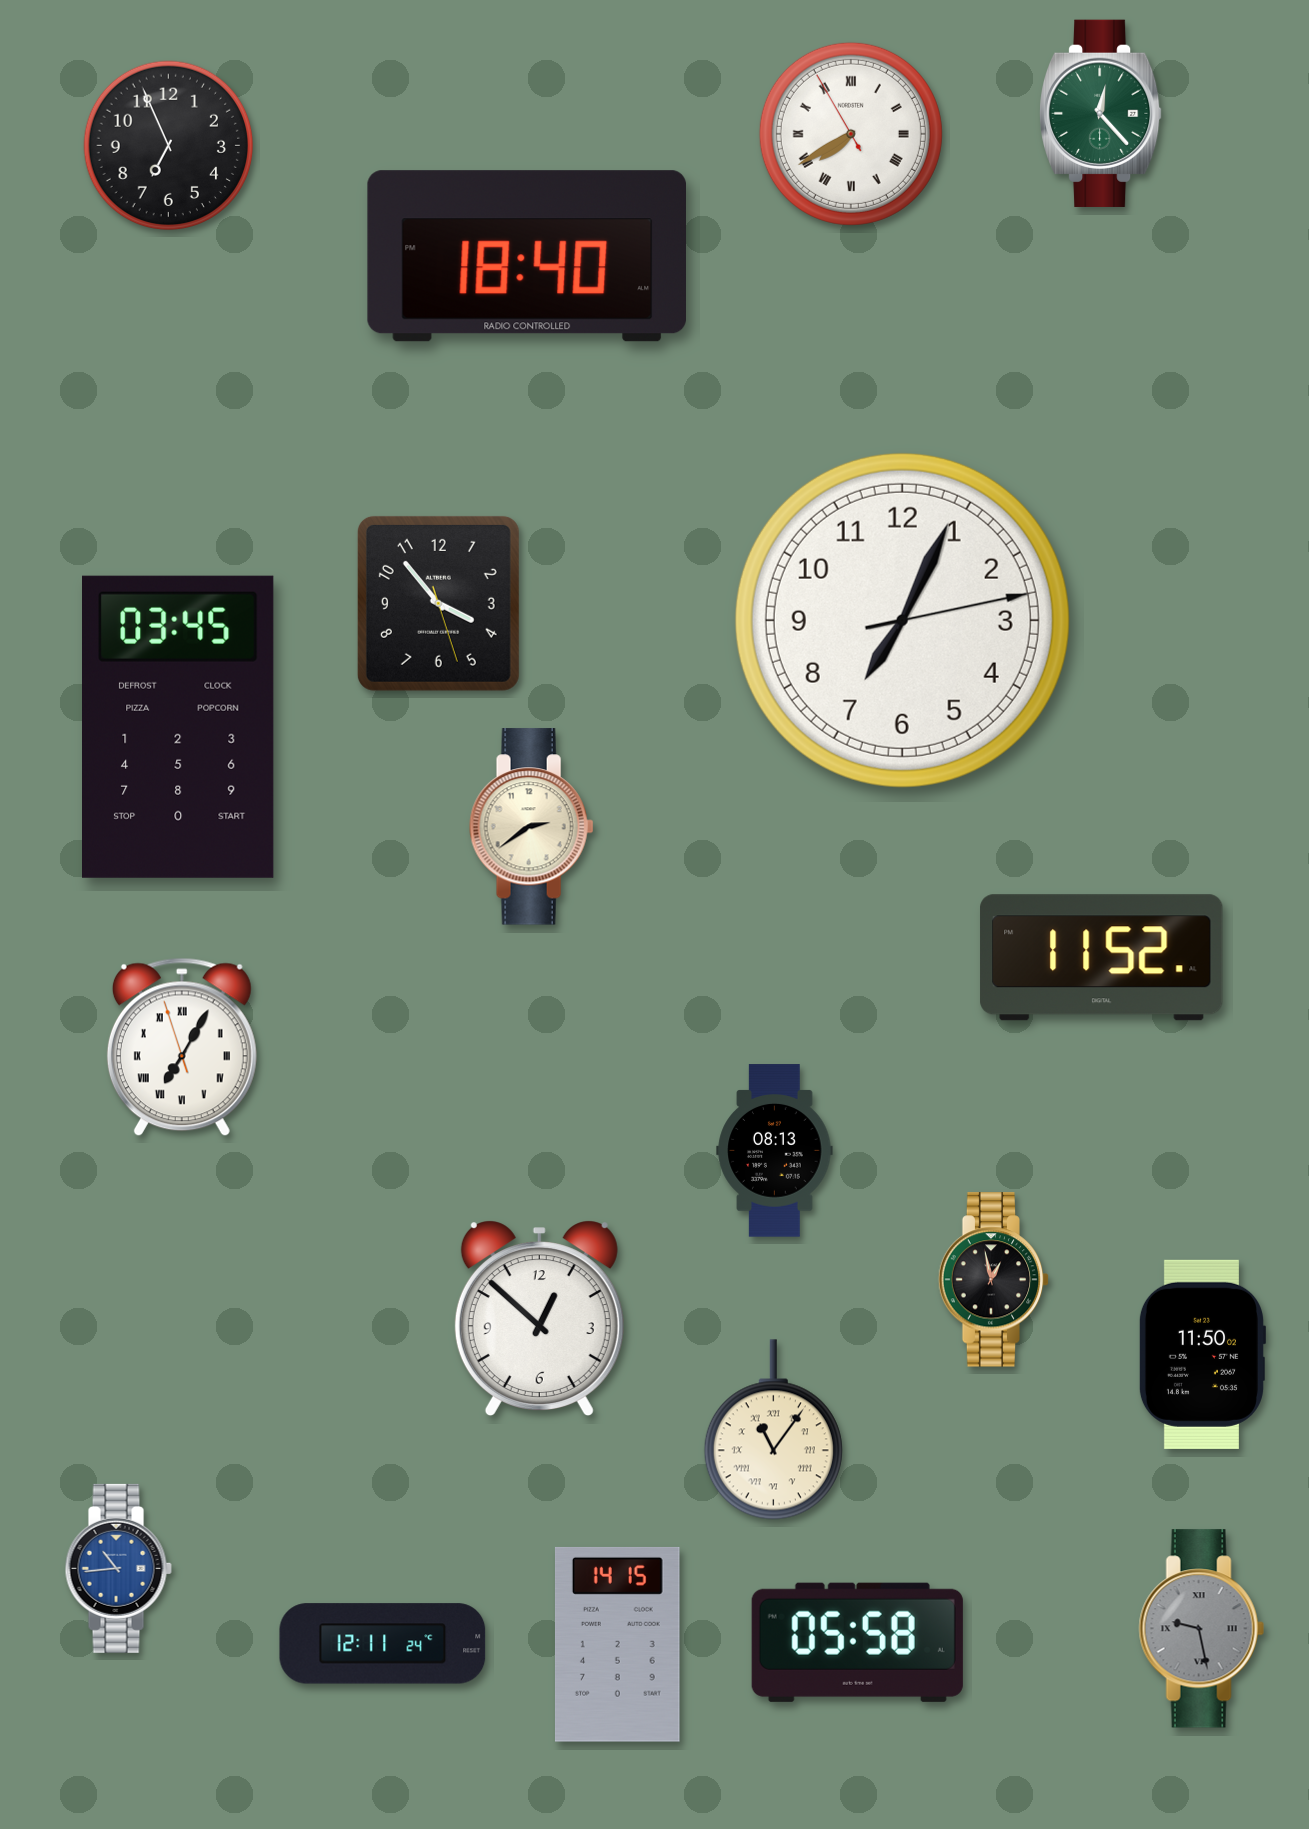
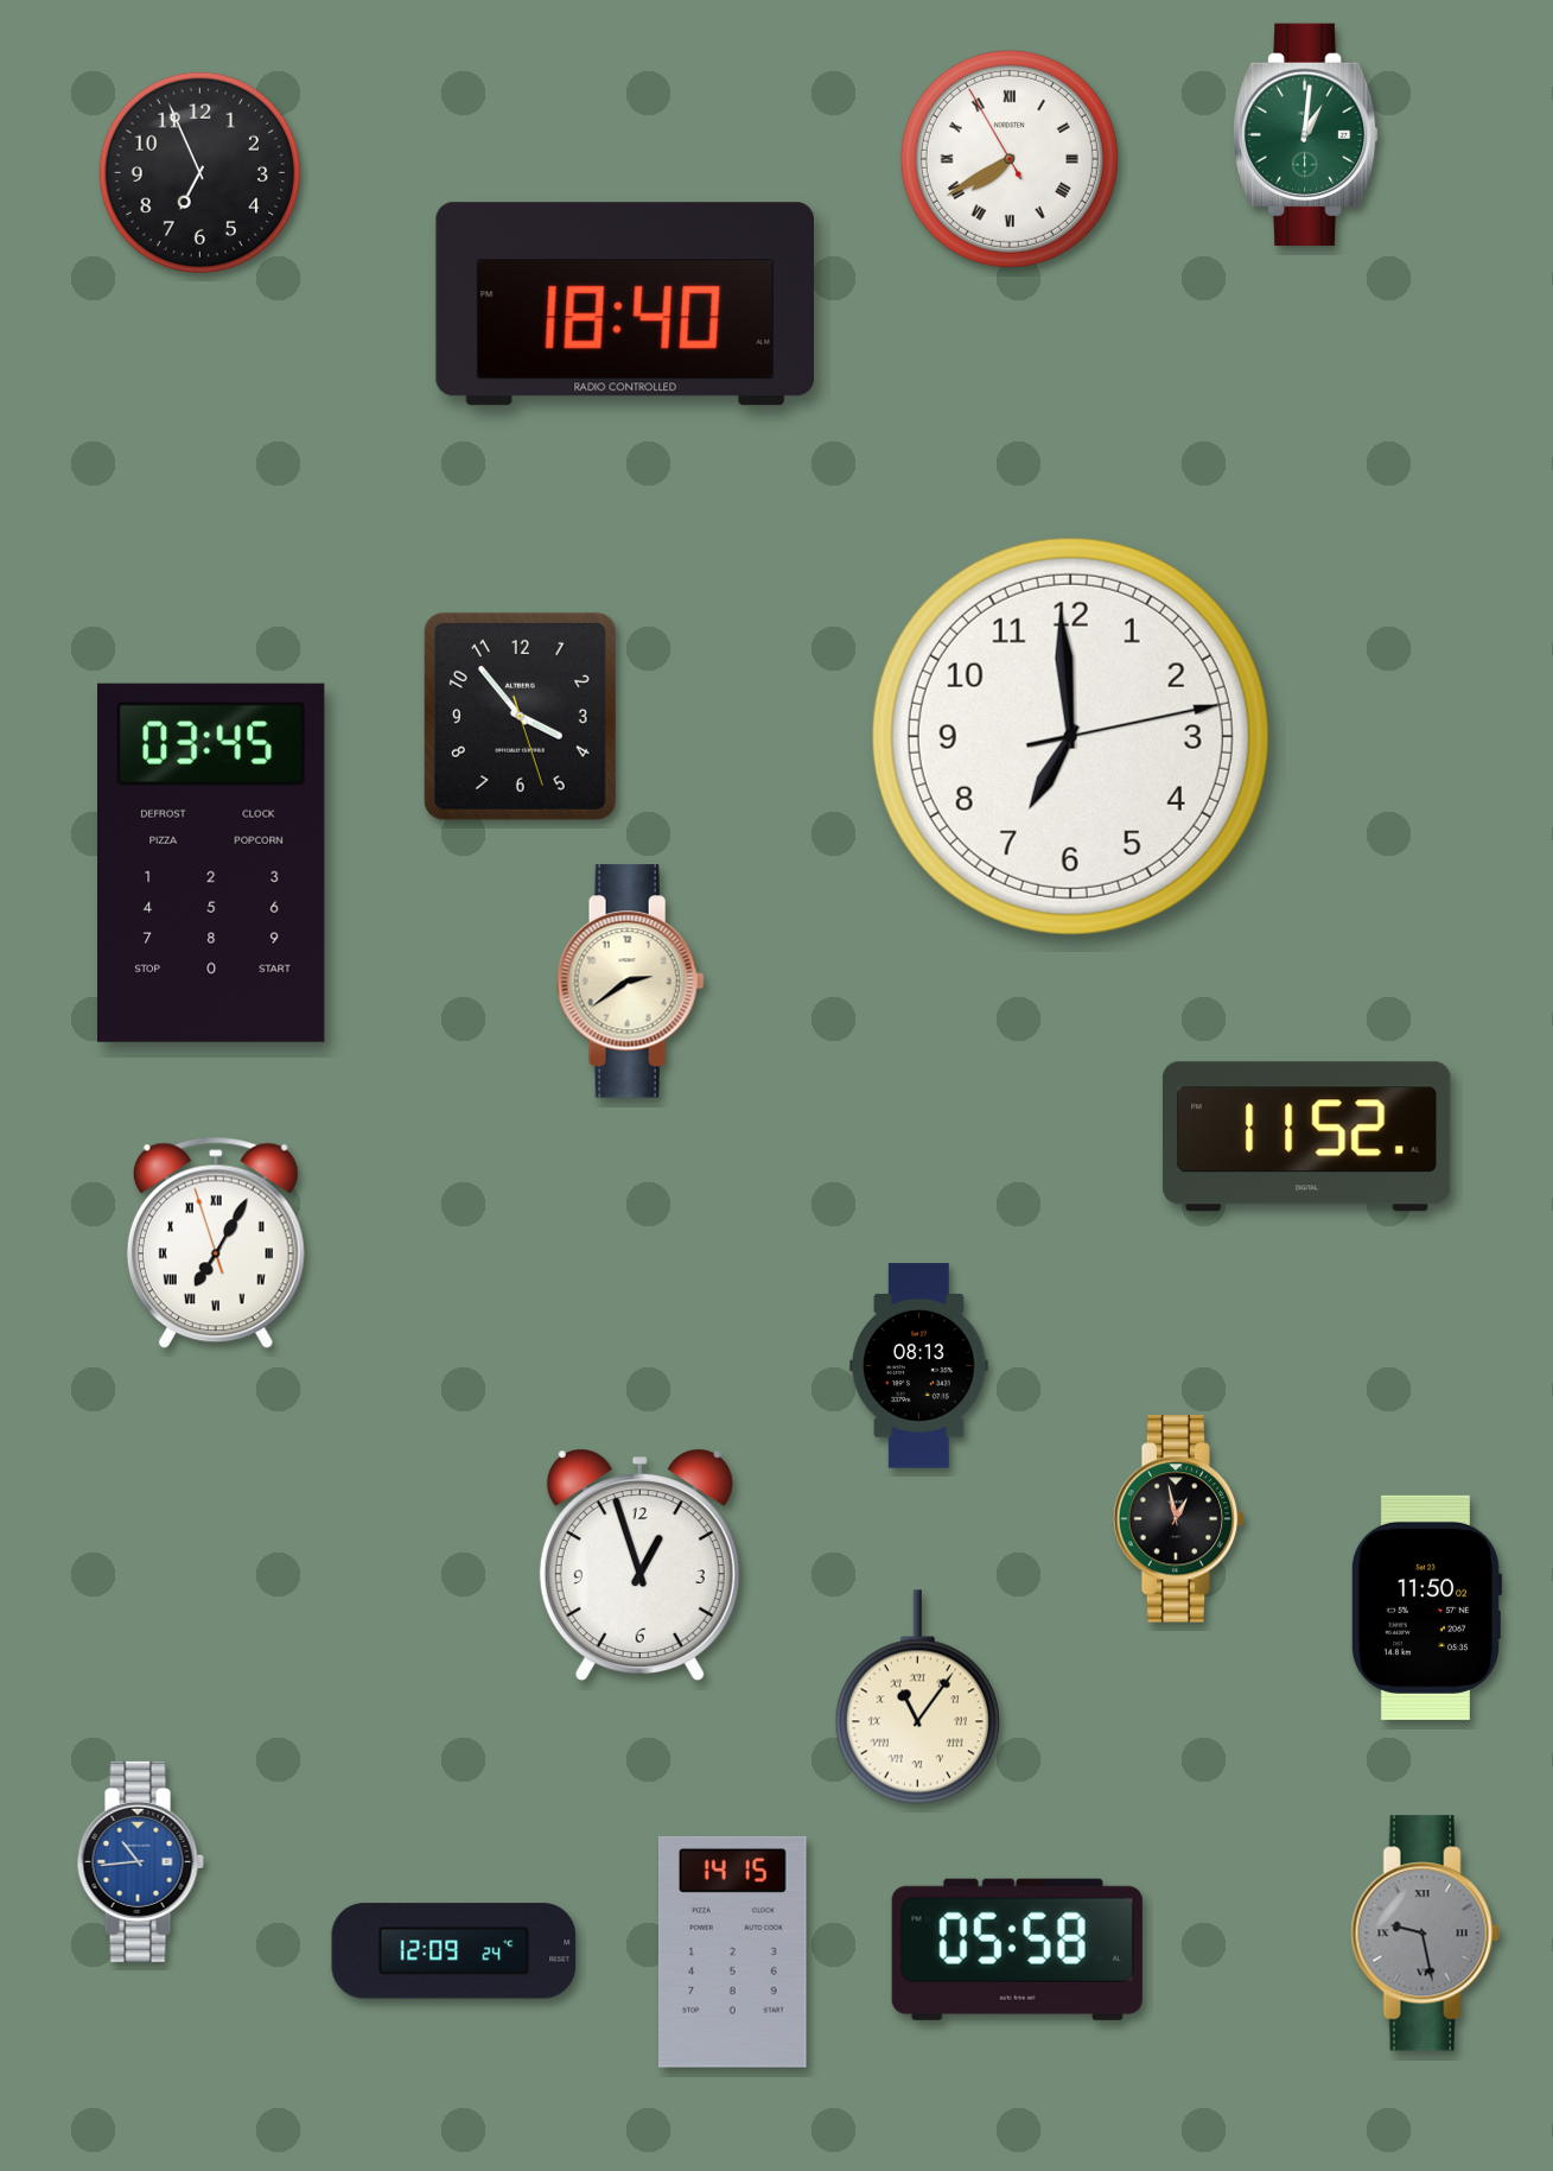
clock at (1101, 113): 12:23 -> 1:01
clock at (902, 620): 7:04 -> 6:59
clock at (539, 1318): 12:52 -> 12:57
clock at (383, 1644): 12:11 -> 12:09
